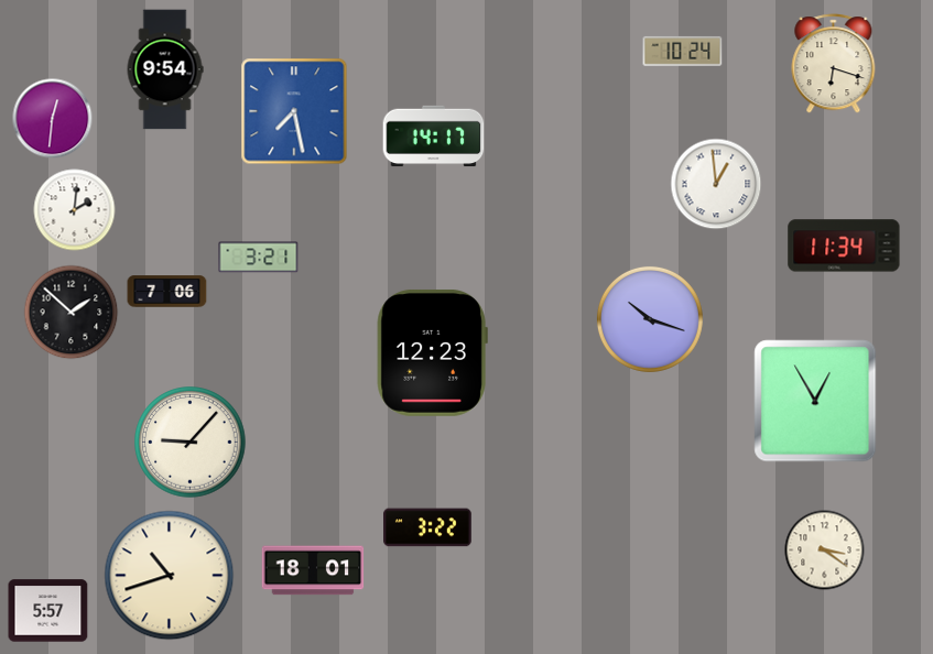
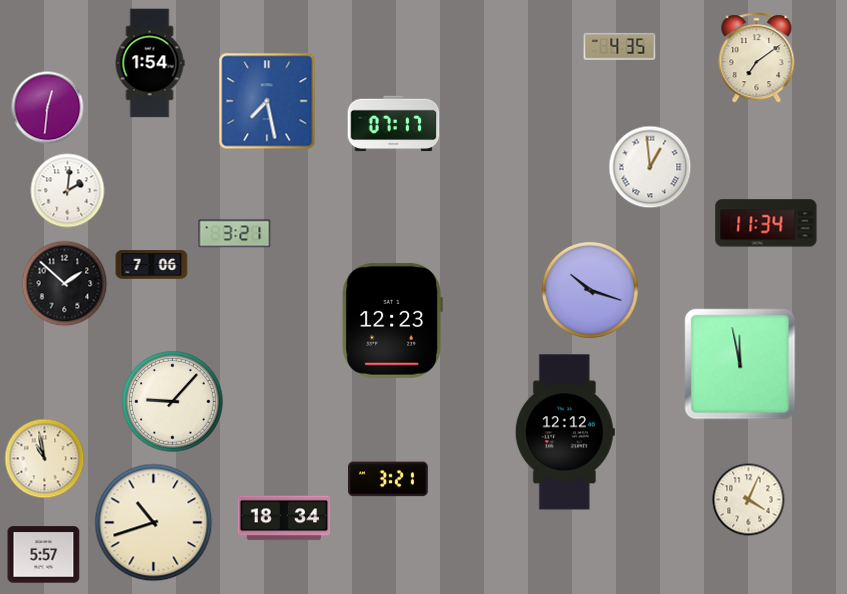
clock at (683, 51): 10:24 -> 4:35
clock at (834, 64): 6:18 -> 7:09
clock at (165, 69): 9:54 -> 1:54
clock at (434, 137): 14:17 -> 07:17
clock at (815, 401): 12:55 -> 11:58
clock at (565, 432): none -> 12:12
clock at (45, 459): none -> 10:58
clock at (428, 527): 3:22 -> 3:21
clock at (825, 551): 3:21 -> 4:04
clock at (313, 570): 18:01 -> 18:34
